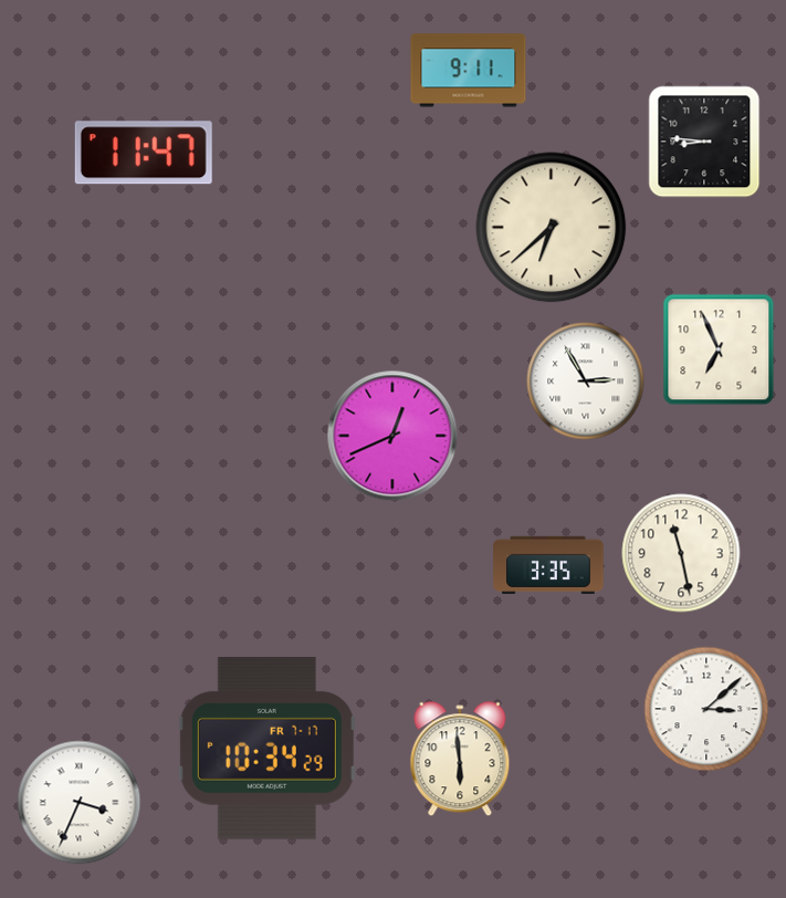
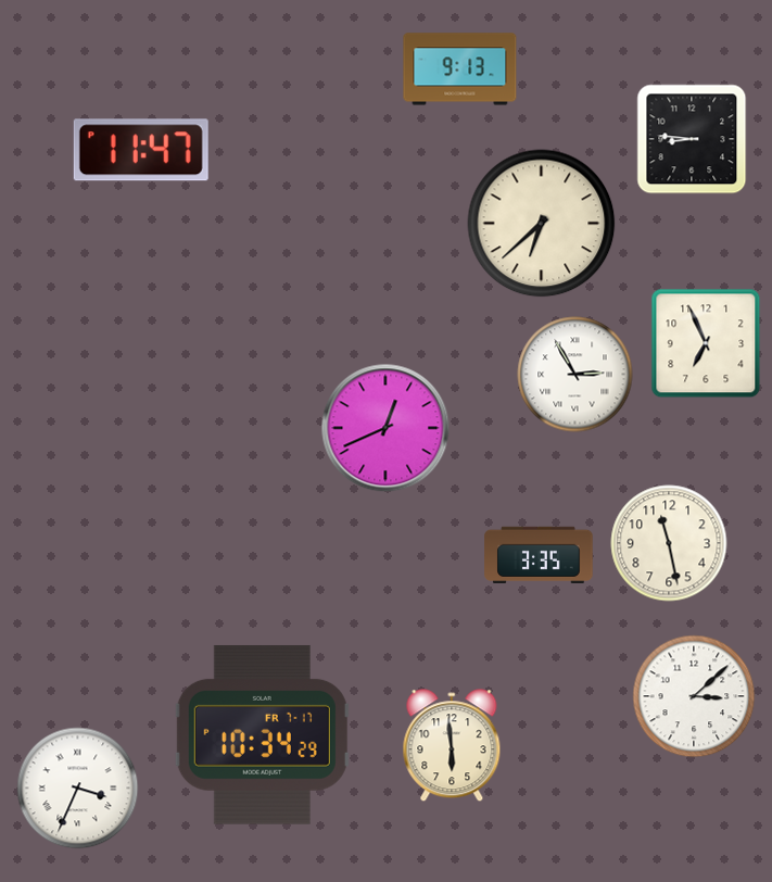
clock at (469, 71): 9:11 -> 9:13
